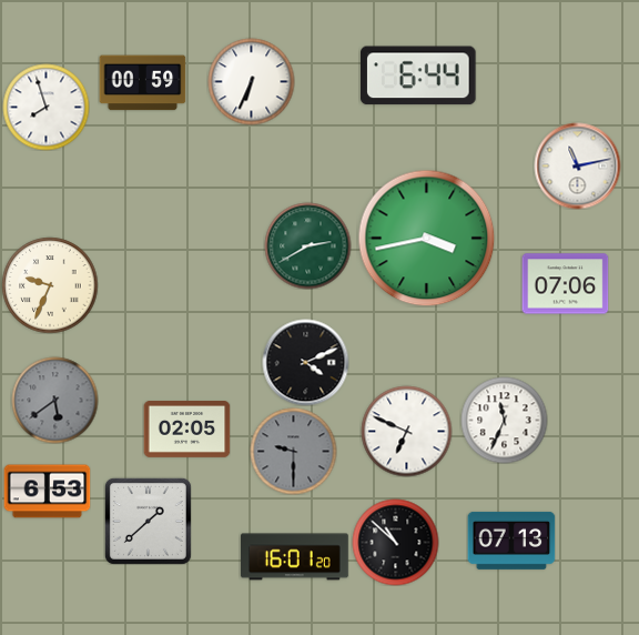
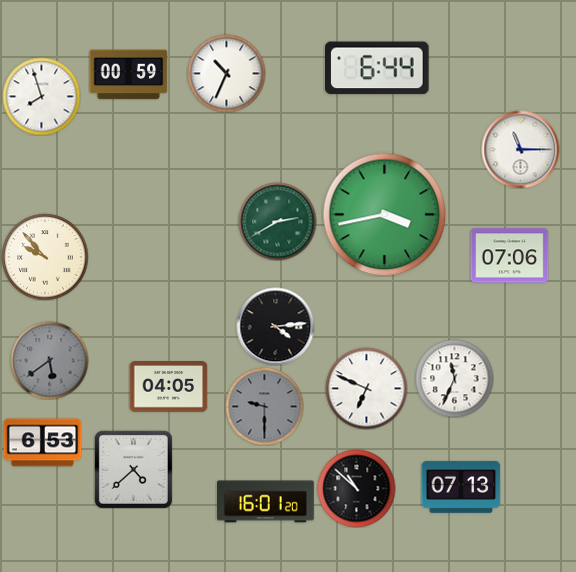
clock at (251, 81): 6:34 -> 10:34
clock at (577, 165): 11:13 -> 11:15
clock at (50, 285): 9:34 -> 9:53
clock at (305, 362): 4:11 -> 4:14
clock at (186, 430): 02:05 -> 04:05
clock at (148, 521): 1:38 -> 4:38
